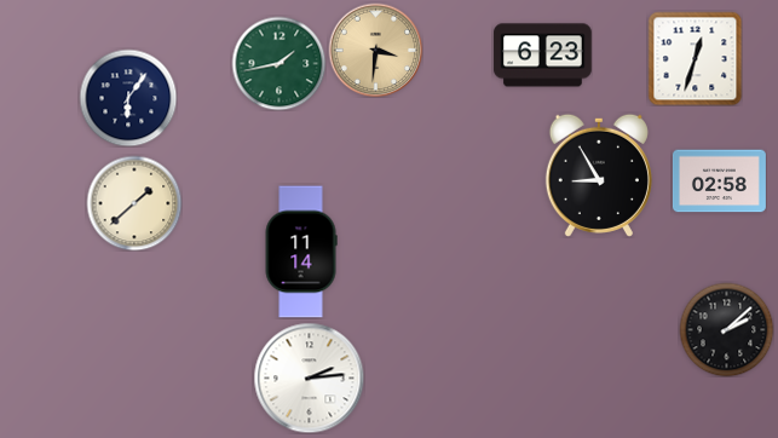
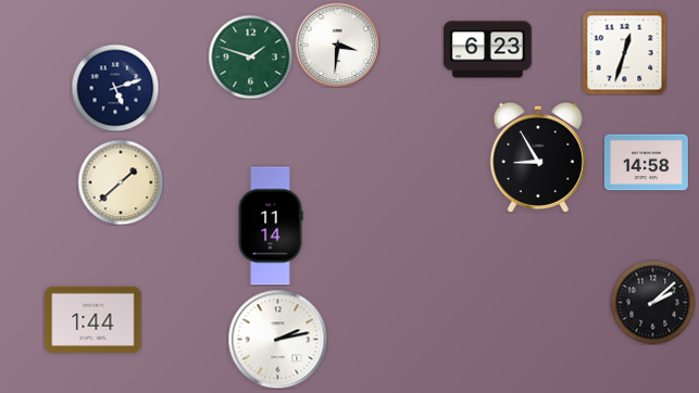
clock at (375, 50) dial: champagne -> white
clock at (278, 63): 1:43 -> 1:48
clock at (128, 98): 6:06 -> 5:12
clock at (719, 181): 02:58 -> 14:58
clock at (726, 329) position: (726, 329) -> (652, 302)
clock at (93, 319): none -> 1:44
clock at (309, 378): 2:14 -> 2:13
